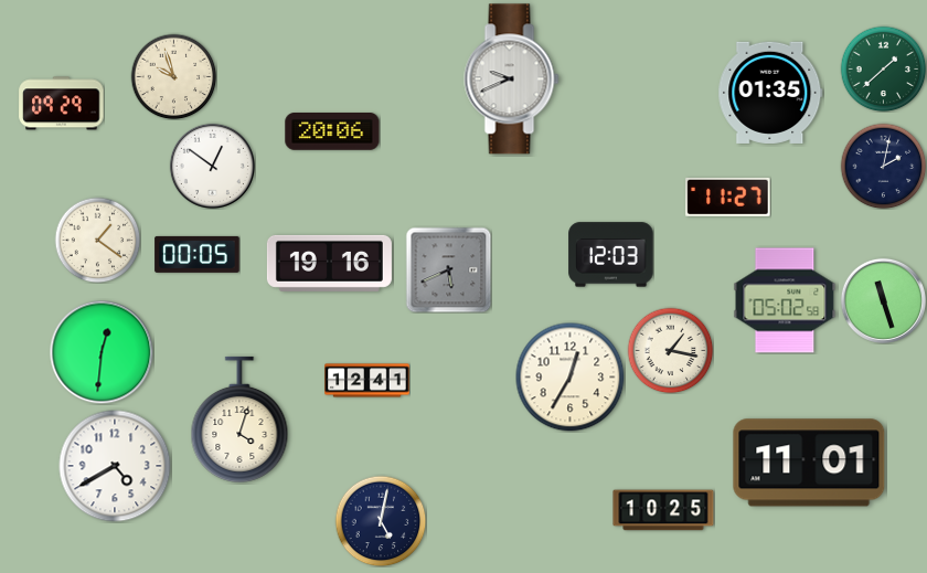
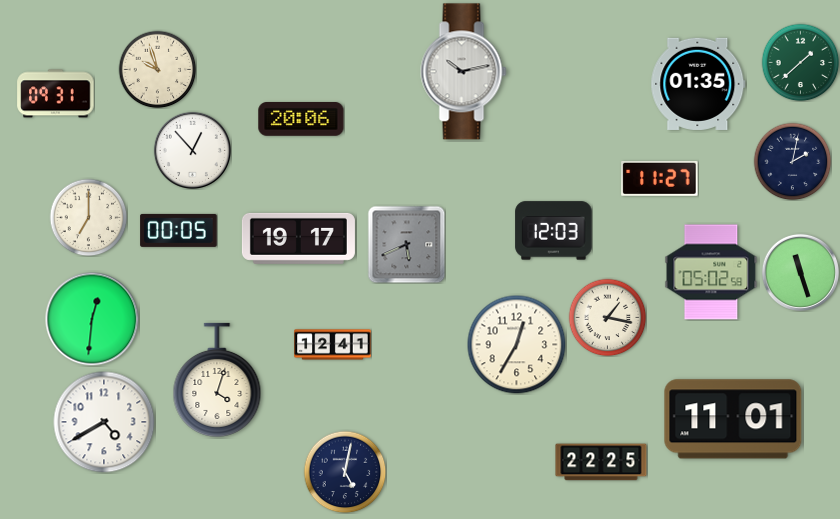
clock at (512, 79): 9:41 -> 10:13
clock at (62, 104): 09:29 -> 09:31
clock at (212, 166): 12:51 -> 12:53
clock at (883, 166) position: (883, 166) -> (792, 161)
clock at (97, 240): 1:21 -> 7:00
clock at (329, 263): 19:16 -> 19:17
clock at (571, 378) position: (571, 378) -> (517, 345)
clock at (663, 510): 10:25 -> 22:25
